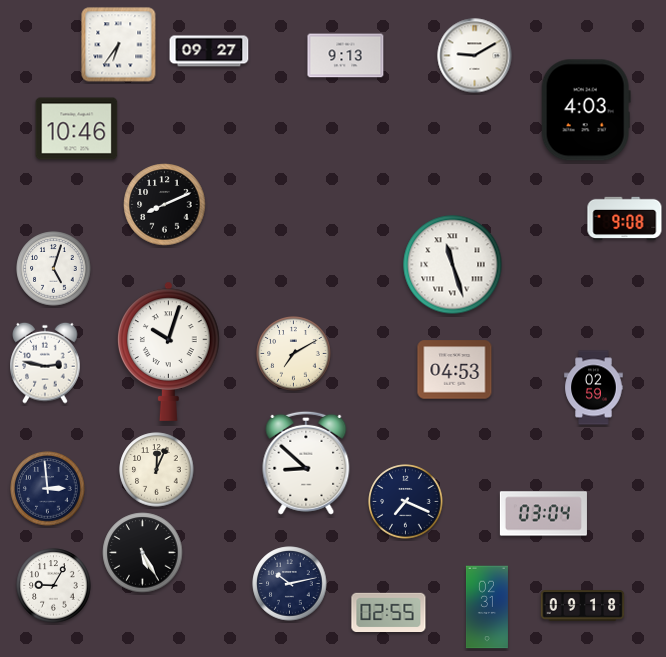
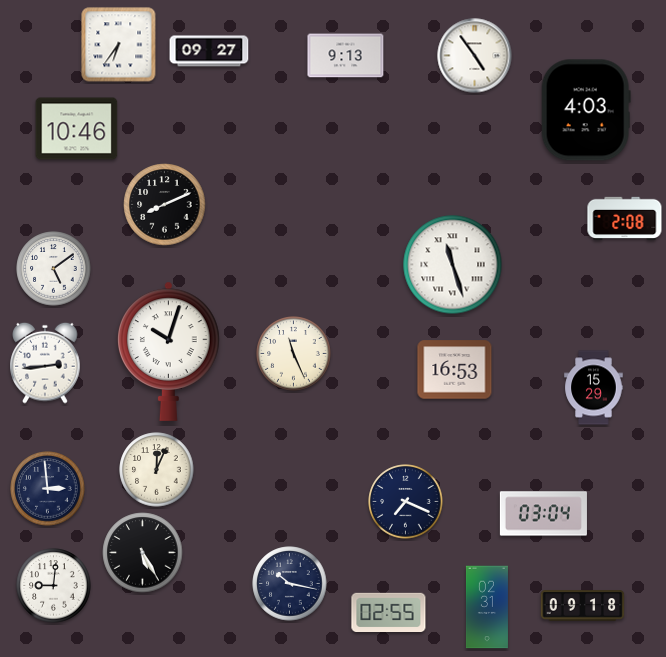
clock at (475, 56): 9:10 -> 4:54
clock at (625, 219): 9:08 -> 2:08
clock at (54, 269): 5:03 -> 5:09
clock at (294, 354): 7:10 -> 11:26
clock at (45, 363): 2:47 -> 2:44
clock at (455, 370): 04:53 -> 16:53
clock at (594, 388): 02:59 -> 15:29
clock at (306, 463): 8:52 -> none
clock at (290, 584): 10:13 -> 10:17
clock at (54, 586): 9:05 -> 9:01
